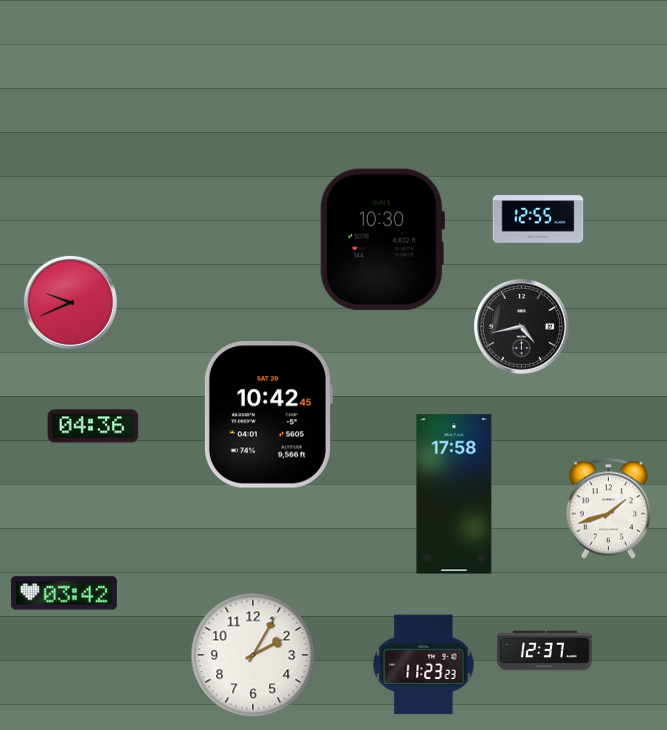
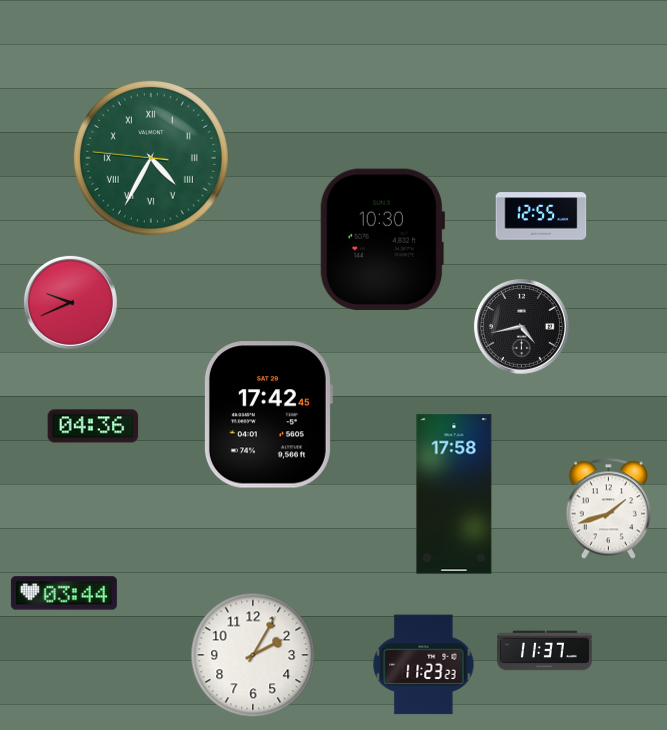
clock at (151, 158): none -> 4:34
clock at (538, 219) position: (538, 219) -> (541, 216)
clock at (268, 415): 10:42 -> 17:42
clock at (64, 593): 03:42 -> 03:44
clock at (545, 651): 12:37 -> 11:37
